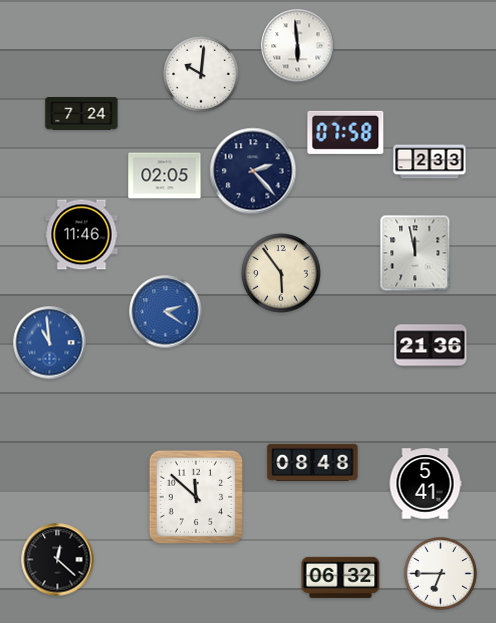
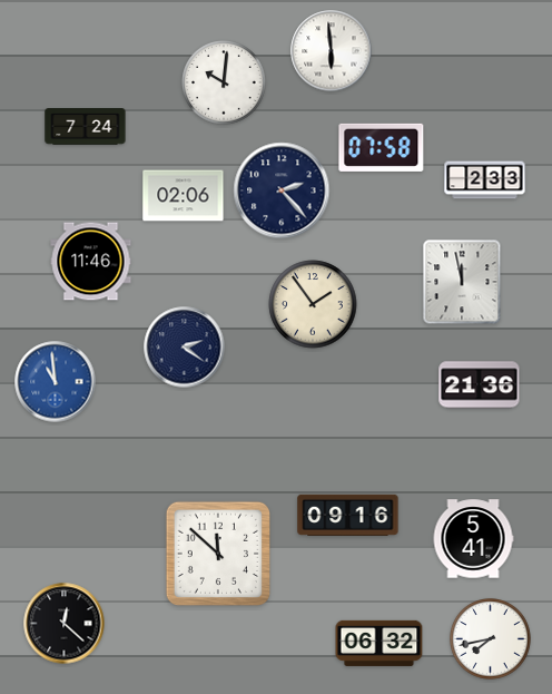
clock at (82, 114) position: (82, 114) -> (86, 127)
clock at (346, 132) position: (346, 132) -> (382, 147)
clock at (430, 162) position: (430, 162) -> (485, 180)
clock at (165, 176): 02:05 -> 02:06
clock at (281, 273): 5:54 -> 1:54
clock at (166, 312) dial: blue -> navy
clock at (313, 462): 08:48 -> 09:16
clock at (441, 574): 6:45 -> 7:43
